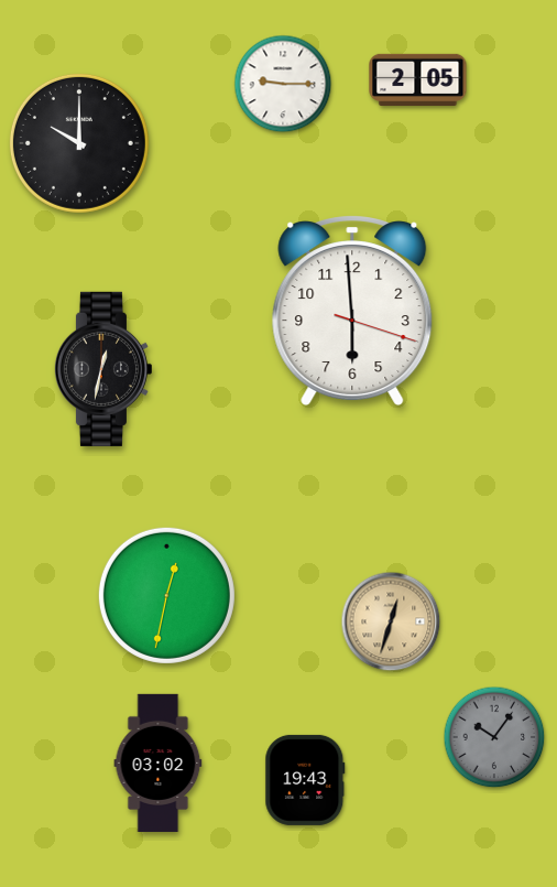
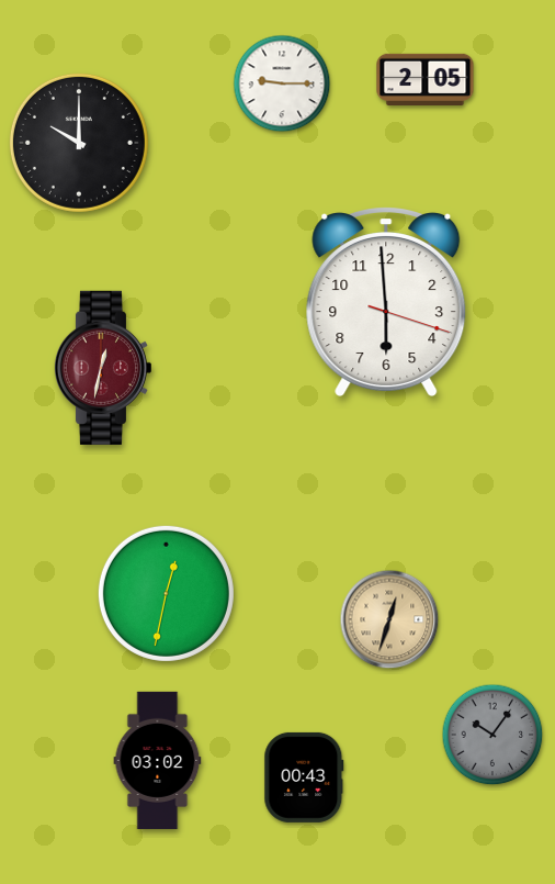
clock at (418, 79) position: (418, 79) -> (426, 79)
clock at (352, 311) position: (352, 311) -> (386, 302)
clock at (102, 369) dial: black -> burgundy
clock at (305, 780): 19:43 -> 00:43
